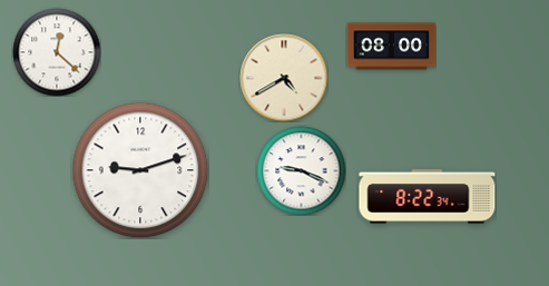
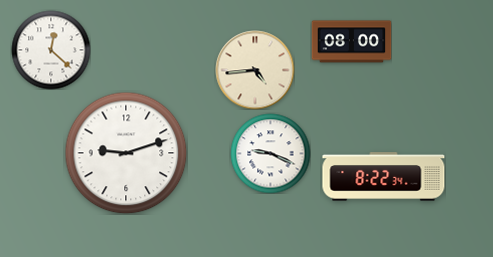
clock at (57, 52) position: (57, 52) -> (51, 50)
clock at (284, 78): 4:40 -> 4:44
